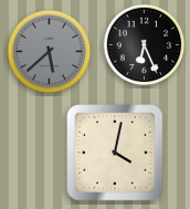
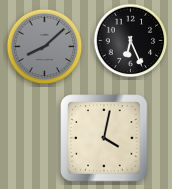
clock at (50, 52): 5:38 -> 8:08
